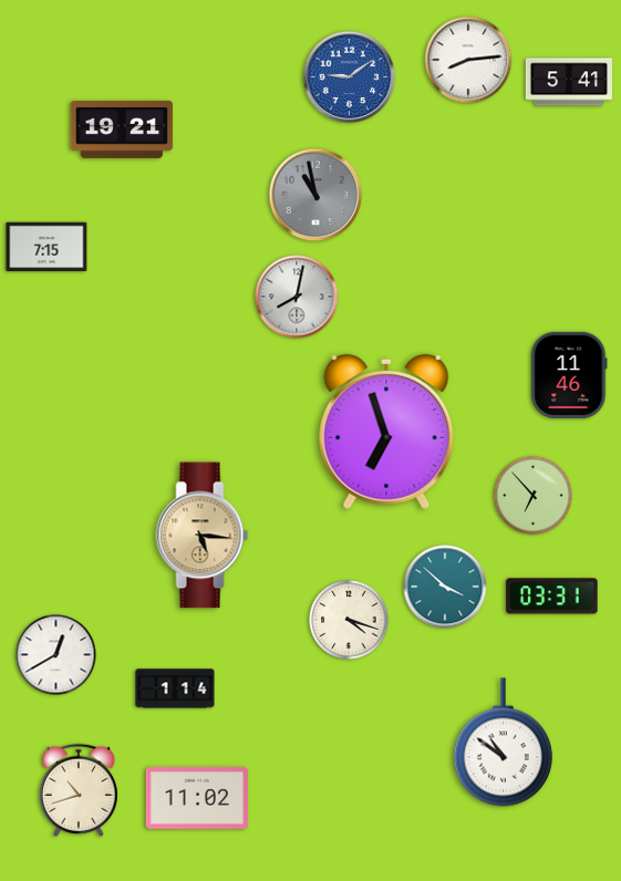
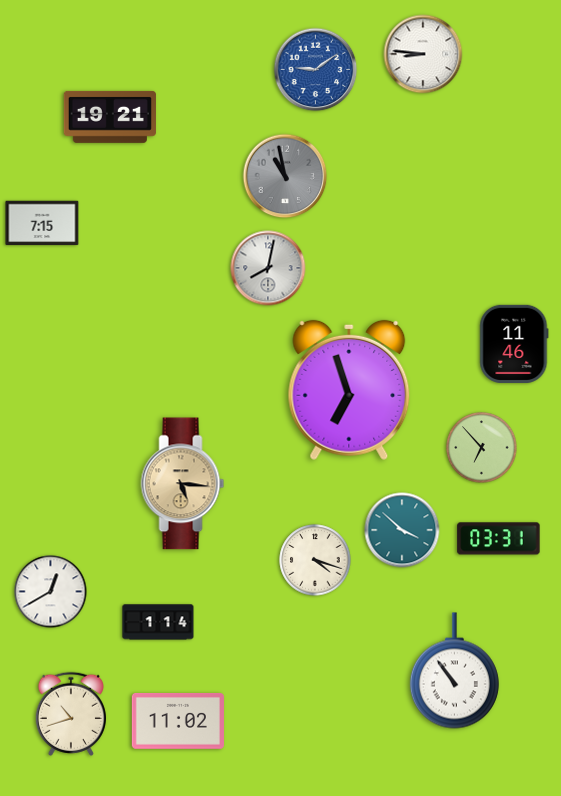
clock at (468, 60): 8:14 -> 8:46
clock at (568, 82): 5:41 -> none
clock at (569, 375) position: (569, 375) -> (514, 344)
clock at (503, 743): 10:51 -> 10:54
